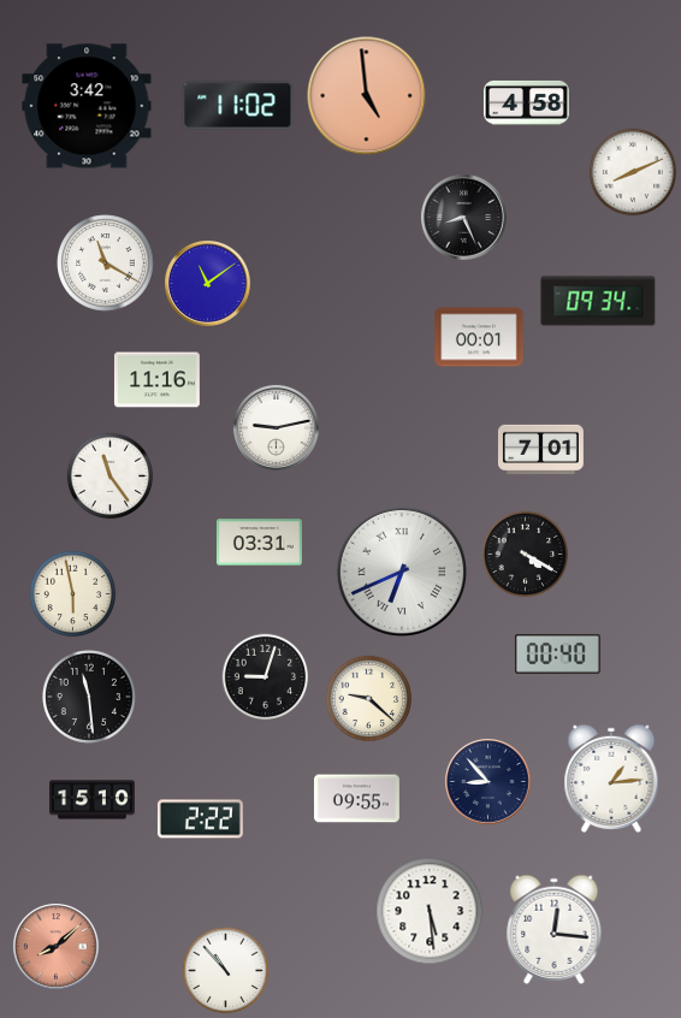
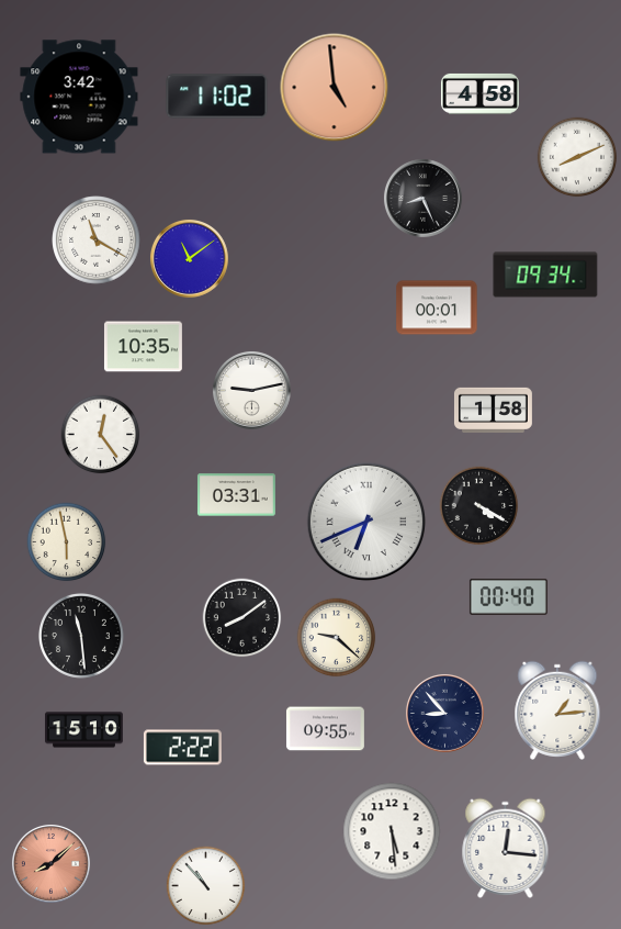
clock at (156, 380): 11:16 -> 10:35
clock at (540, 449): 7:01 -> 1:58
clock at (111, 477): 11:24 -> 12:24
clock at (266, 677): 9:03 -> 8:09
